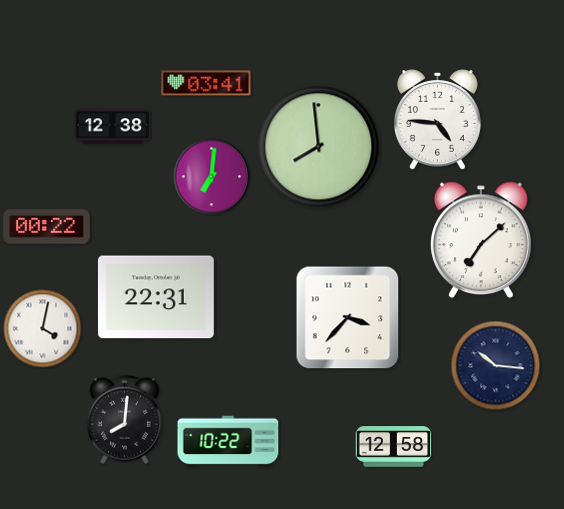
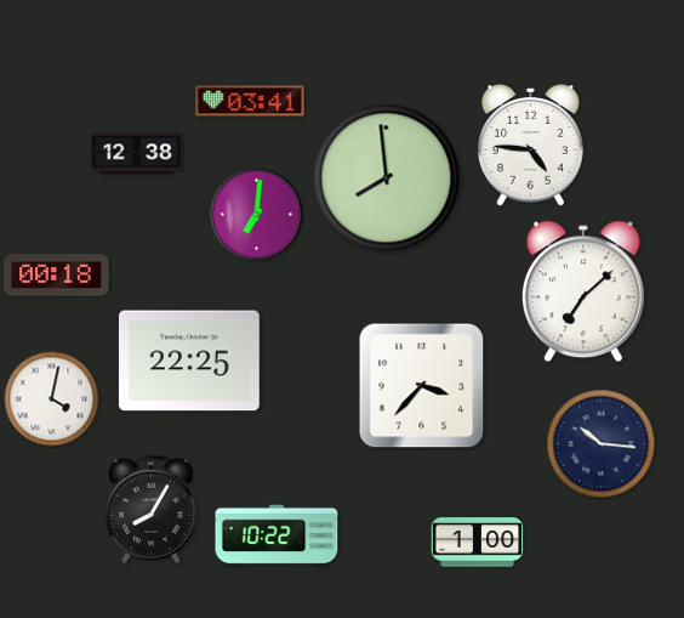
clock at (47, 227): 00:22 -> 00:18
clock at (156, 297): 22:31 -> 22:25
clock at (124, 420): 8:01 -> 8:05
clock at (394, 447): 12:58 -> 1:00
